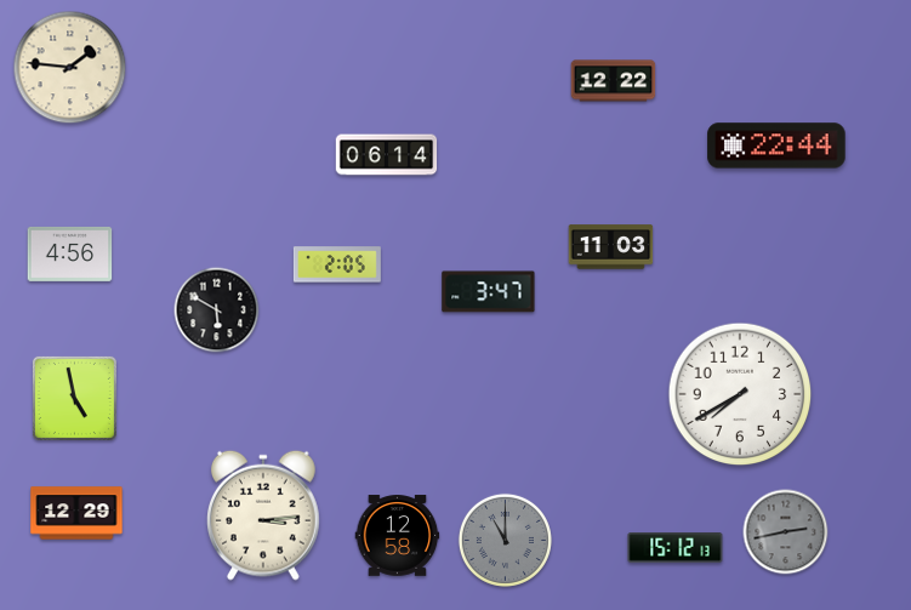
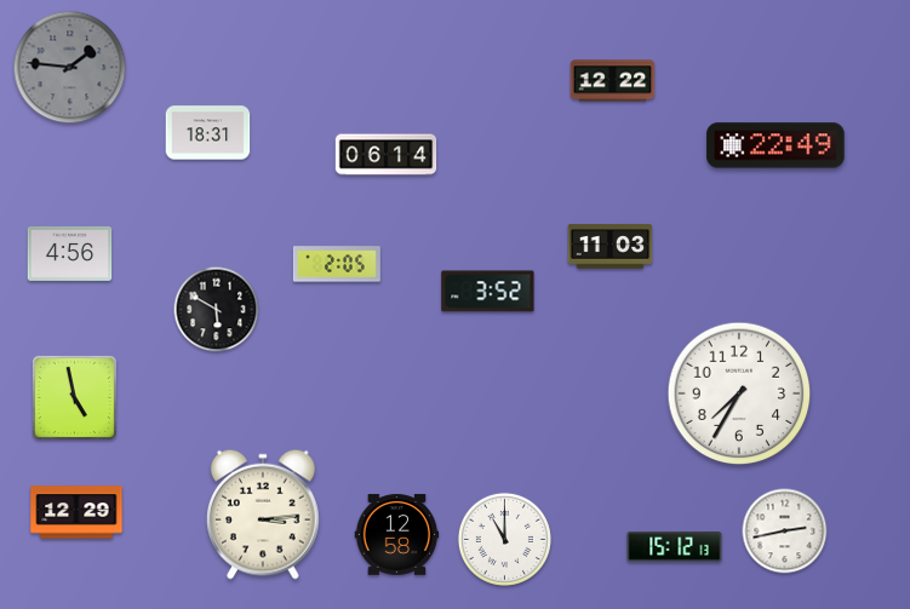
clock at (70, 68) dial: cream -> grey
clock at (208, 133): none -> 18:31
clock at (776, 146): 22:44 -> 22:49
clock at (489, 292): 3:47 -> 3:52
clock at (740, 394): 7:40 -> 7:35
clock at (786, 532) dial: grey -> white
clock at (505, 540) dial: grey -> white
